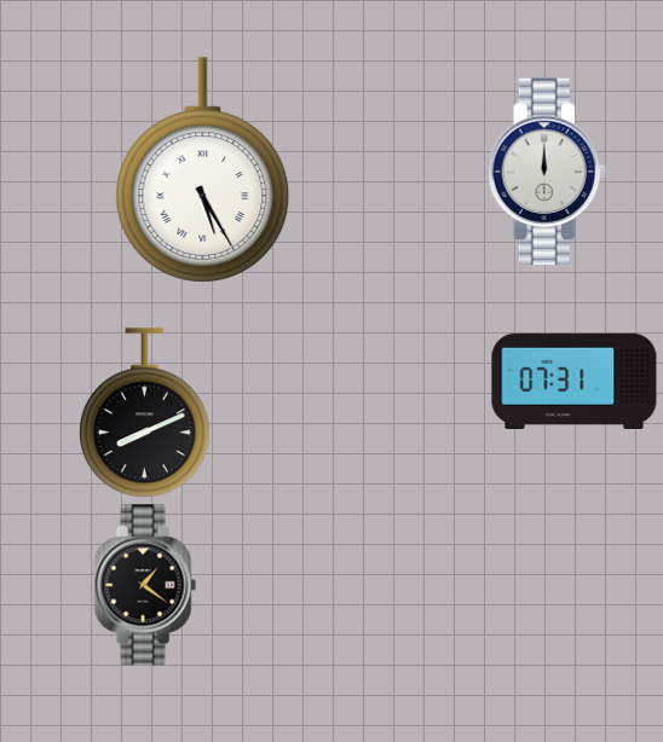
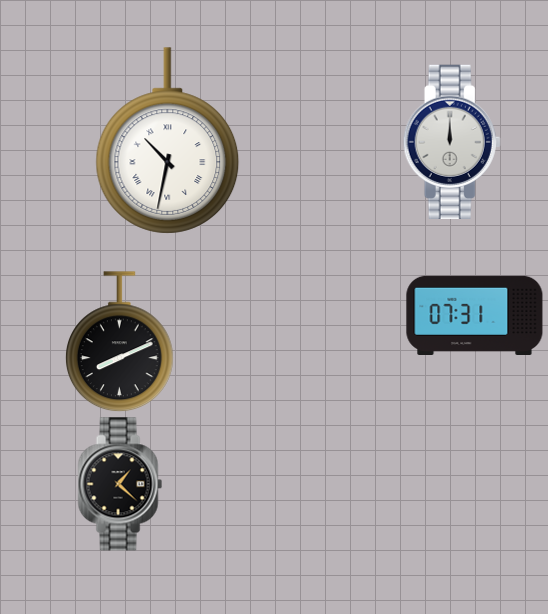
clock at (203, 170): 5:25 -> 10:32
clock at (145, 585): 1:21 -> 1:22
